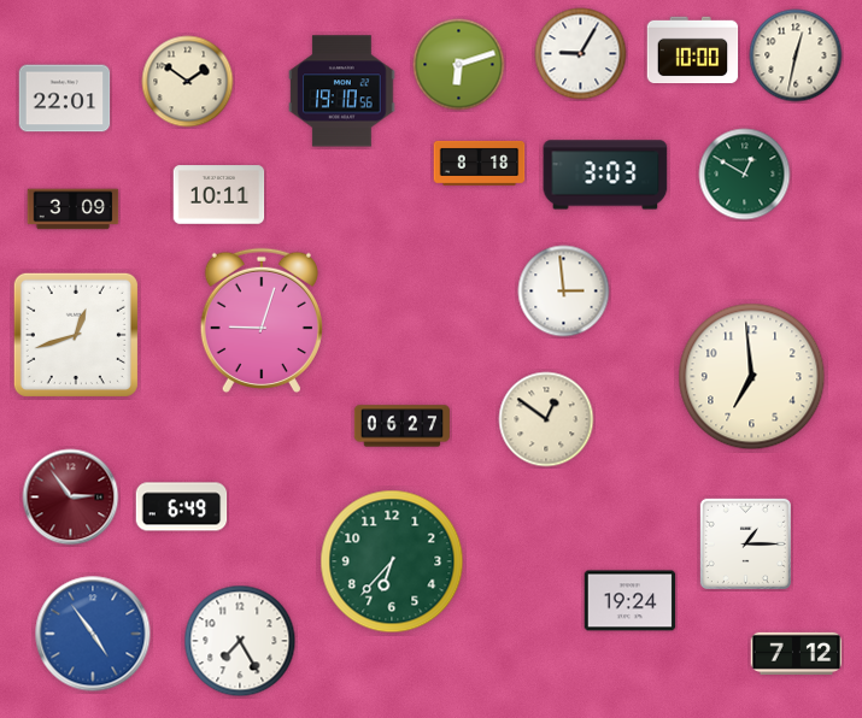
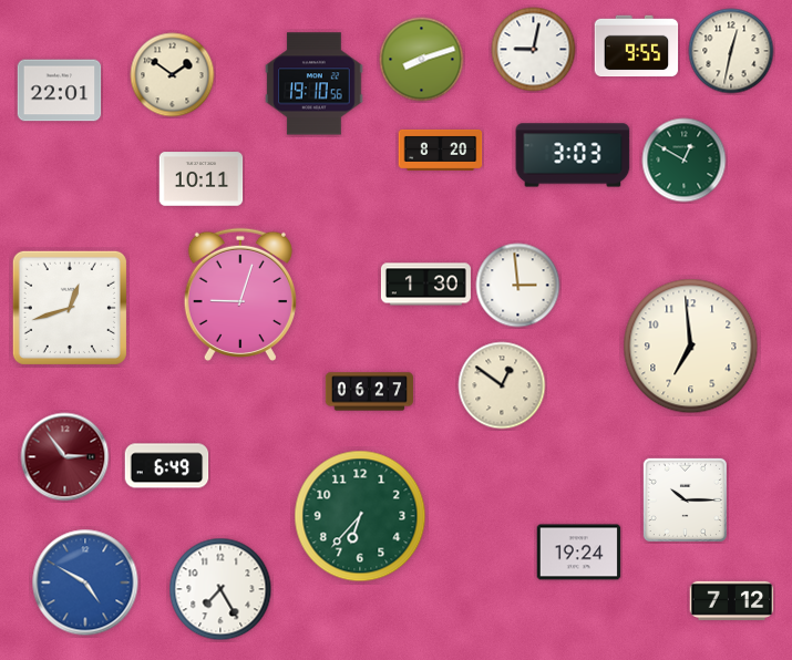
clock at (693, 51): 10:00 -> 9:55
clock at (581, 54): 9:05 -> 9:02
clock at (459, 65): 6:12 -> 8:12
clock at (480, 163): 8:18 -> 8:20
clock at (605, 175) position: (605, 175) -> (573, 155)
clock at (74, 210): 3:09 -> none
clock at (564, 292) position: (564, 292) -> (518, 286)
clock at (425, 285): none -> 1:30
clock at (745, 543): 1:15 -> 10:15
clock at (93, 634): 4:54 -> 4:50
